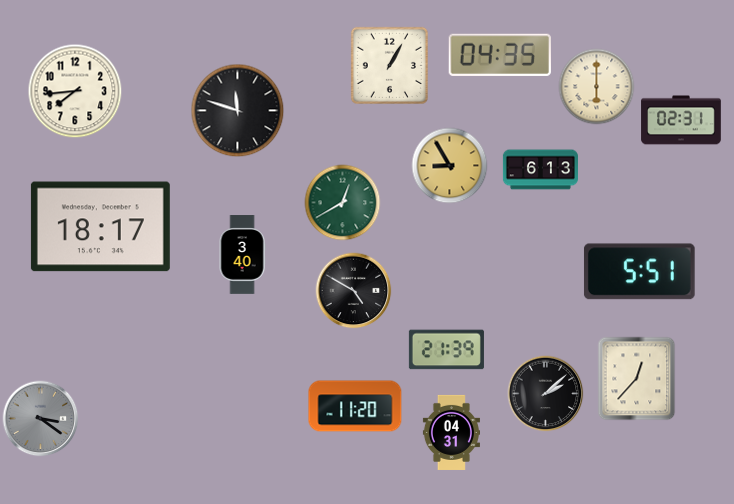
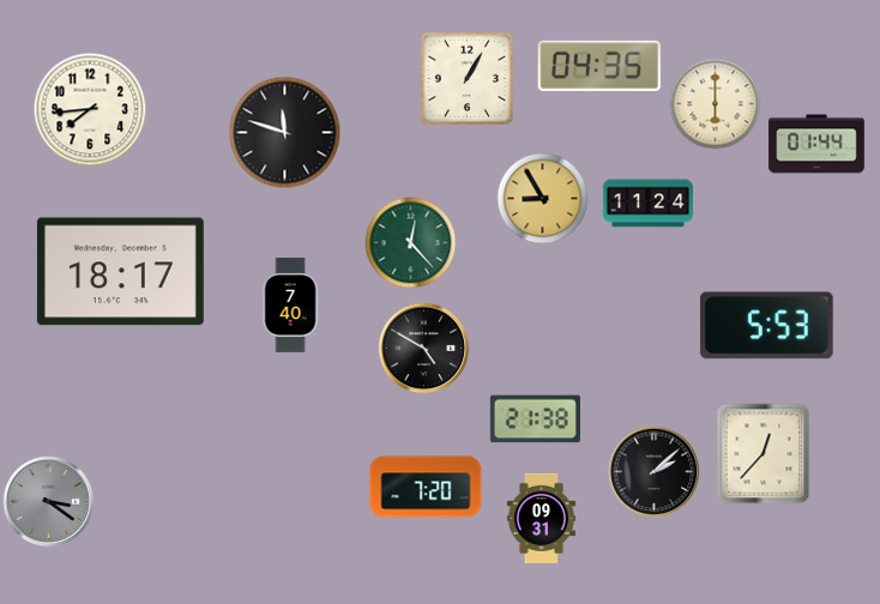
clock at (681, 120): 02:31 -> 01:44
clock at (450, 166) position: (450, 166) -> (543, 199)
clock at (540, 170): 6:13 -> 11:24
clock at (343, 203): 12:40 -> 12:23
clock at (242, 255): 3:40 -> 7:40
clock at (639, 272): 5:51 -> 5:53
clock at (446, 350): 21:39 -> 21:38
clock at (355, 406): 11:20 -> 7:20
clock at (451, 432): 04:31 -> 09:31
